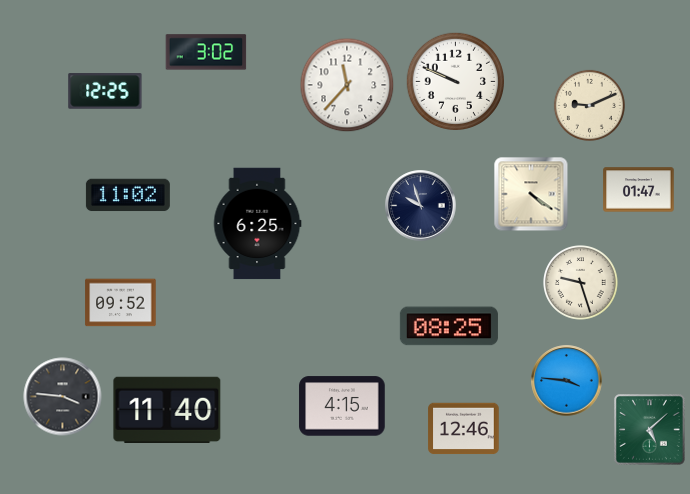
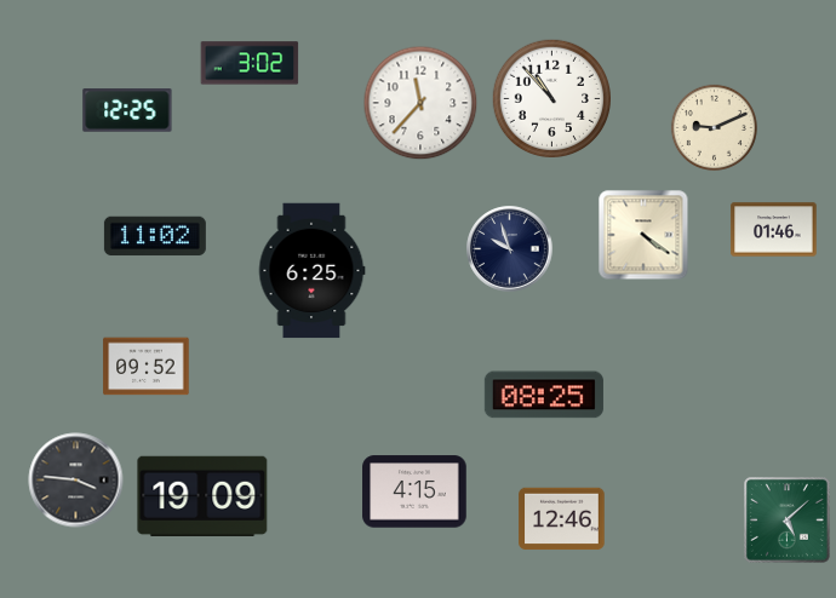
clock at (455, 81): 9:49 -> 10:53
clock at (639, 190): 01:47 -> 01:46
clock at (581, 283): 9:27 -> none
clock at (567, 381): 3:46 -> none
clock at (167, 410): 11:40 -> 19:09
